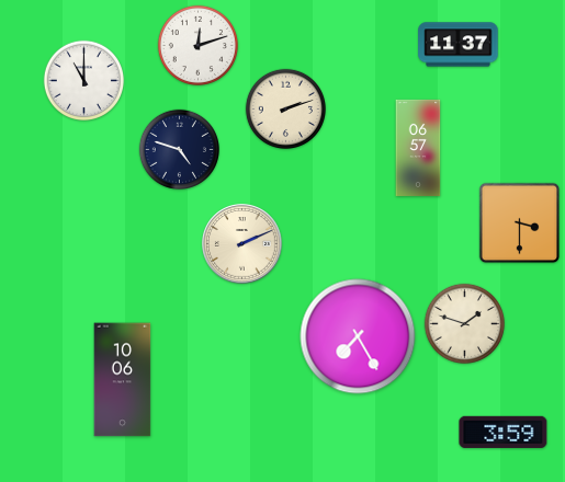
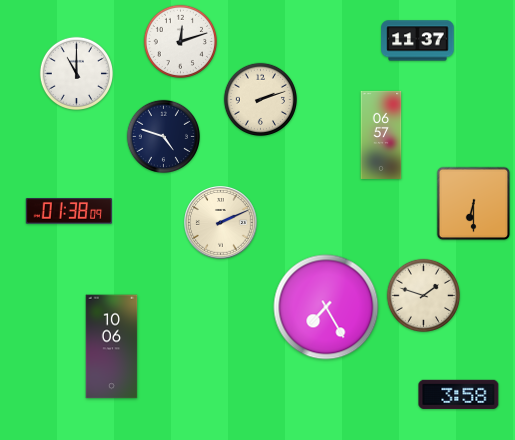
clock at (520, 223): 3:30 -> 6:30
clock at (69, 211): none -> 01:38
clock at (504, 432): 3:59 -> 3:58
